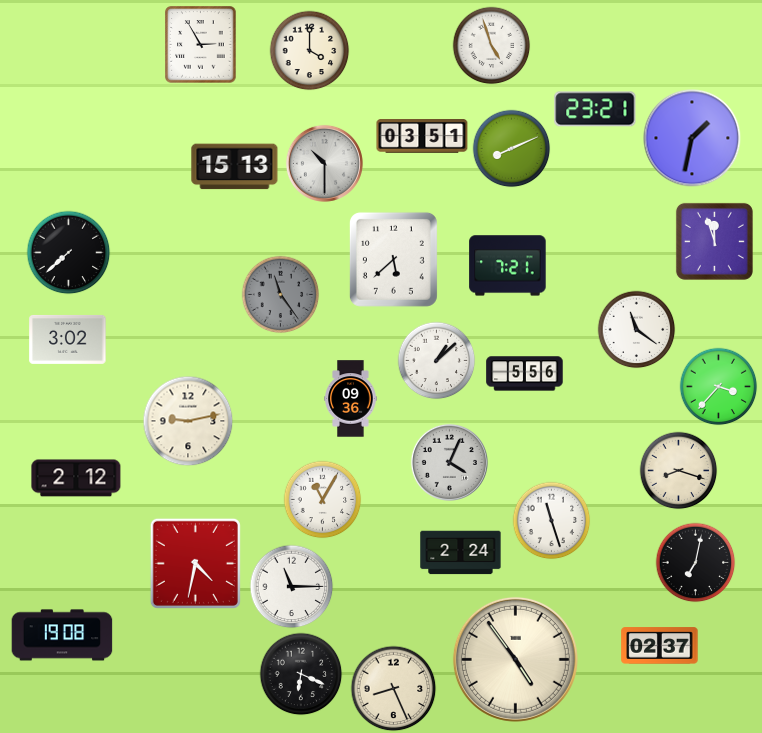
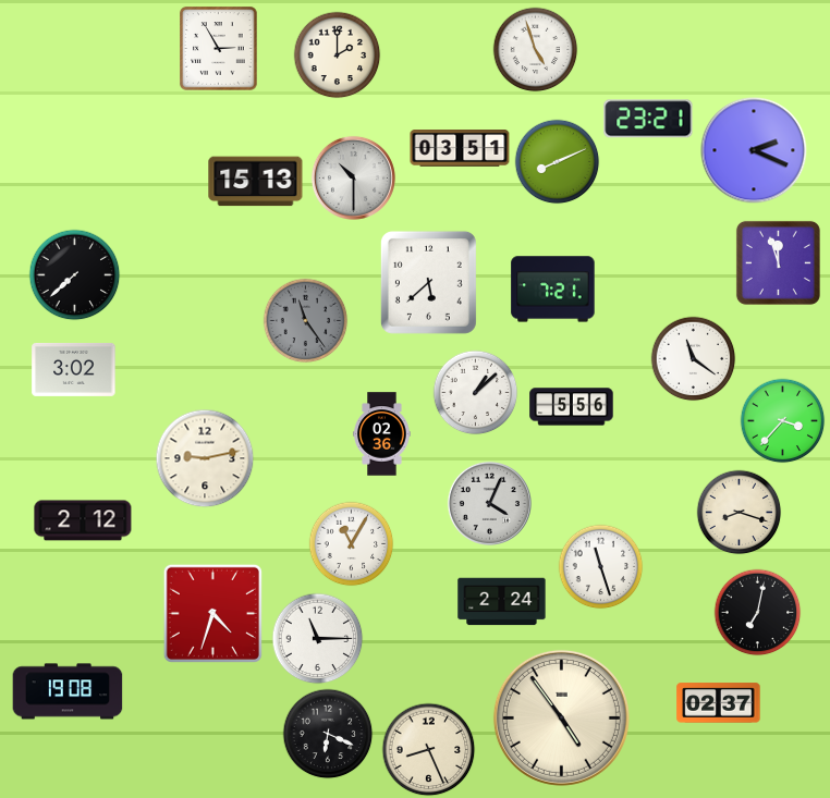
clock at (309, 50): 4:00 -> 2:00
clock at (692, 138): 1:32 -> 2:19
clock at (351, 399): 09:36 -> 02:36
clock at (195, 563): 4:32 -> 4:33
